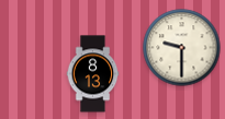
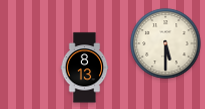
clock at (182, 48): 9:30 -> 5:30
